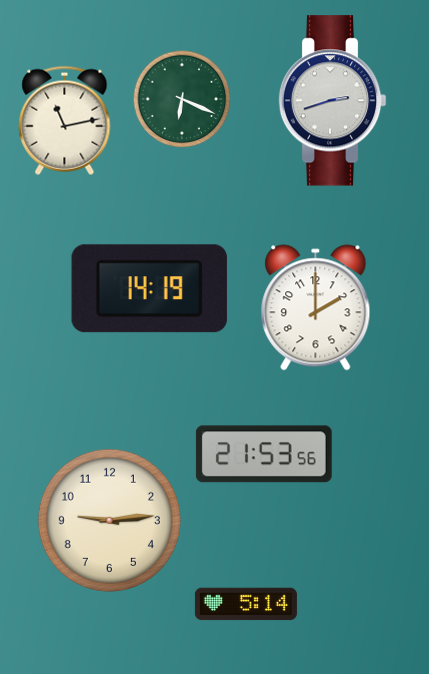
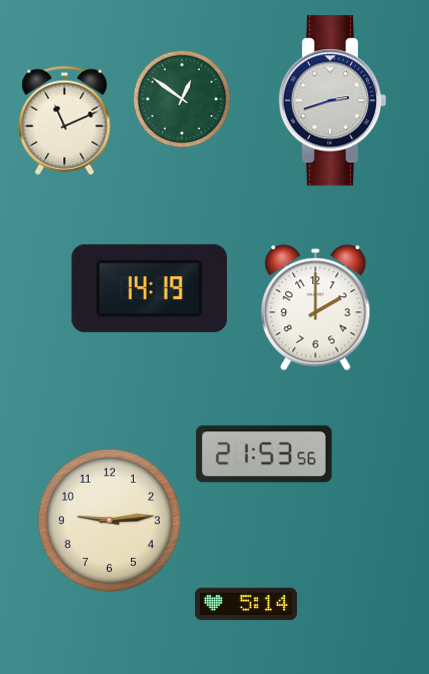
clock at (182, 99): 6:19 -> 12:51
clock at (65, 120): 11:13 -> 11:11
